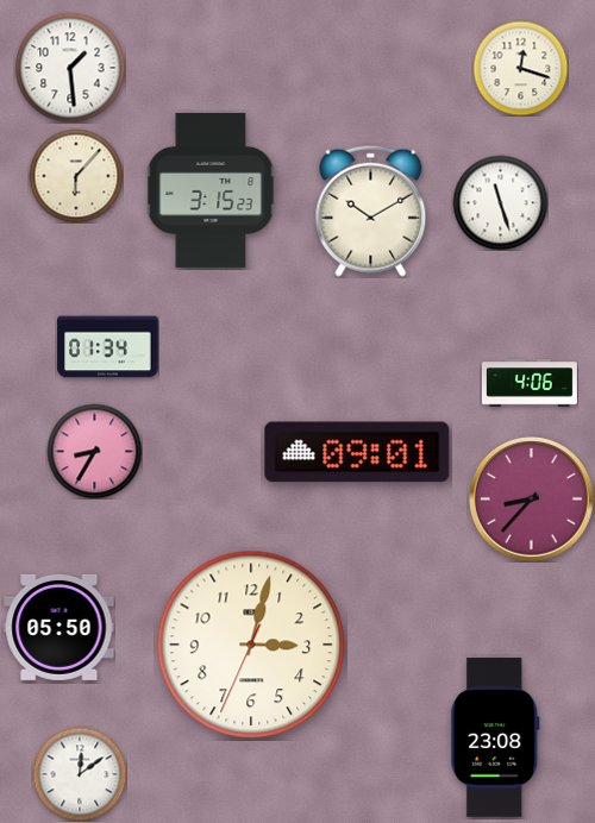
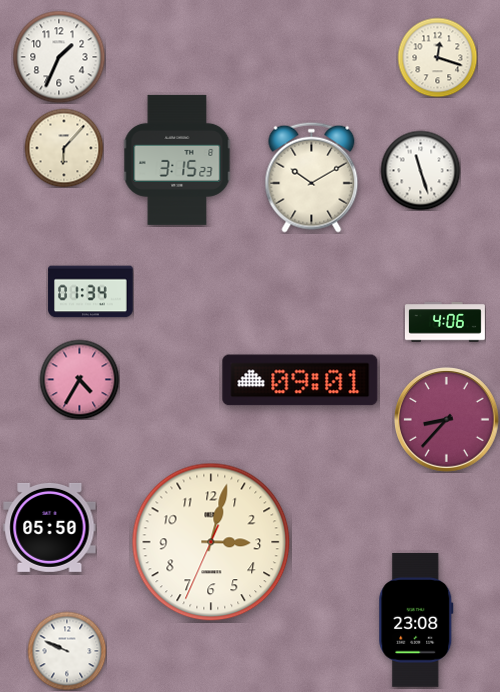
clock at (70, 68): 1:29 -> 1:34
clock at (94, 451): 8:35 -> 4:35
clock at (80, 774): 12:09 -> 9:49
